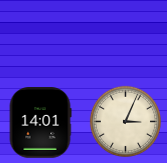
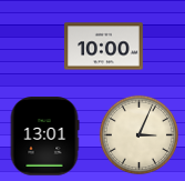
clock at (104, 47): none -> 10:00
clock at (40, 123): 14:01 -> 13:01
